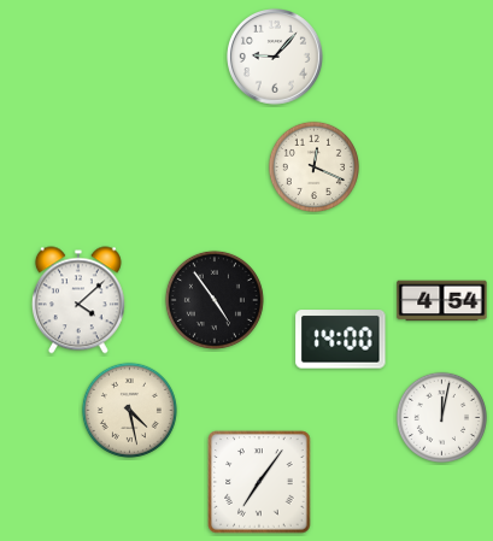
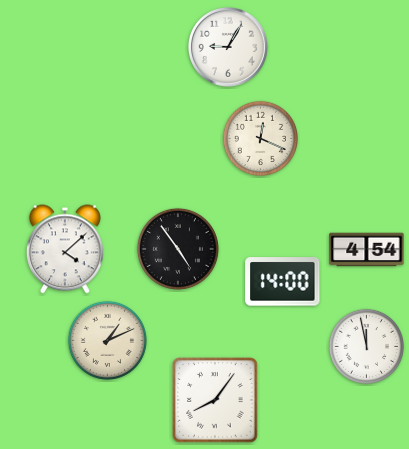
clock at (276, 58): 9:07 -> 9:05
clock at (129, 410): 4:28 -> 1:11
clock at (441, 417): 12:02 -> 11:58
clock at (259, 482): 7:06 -> 8:06
